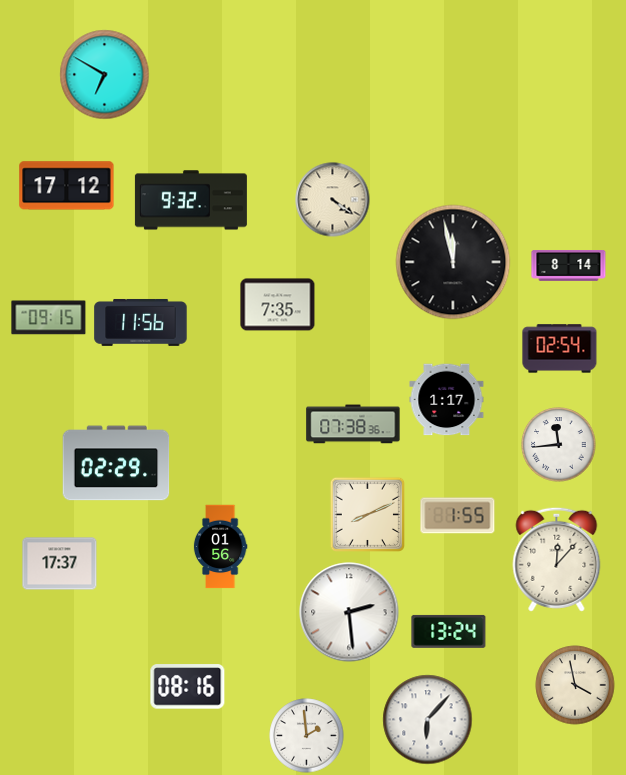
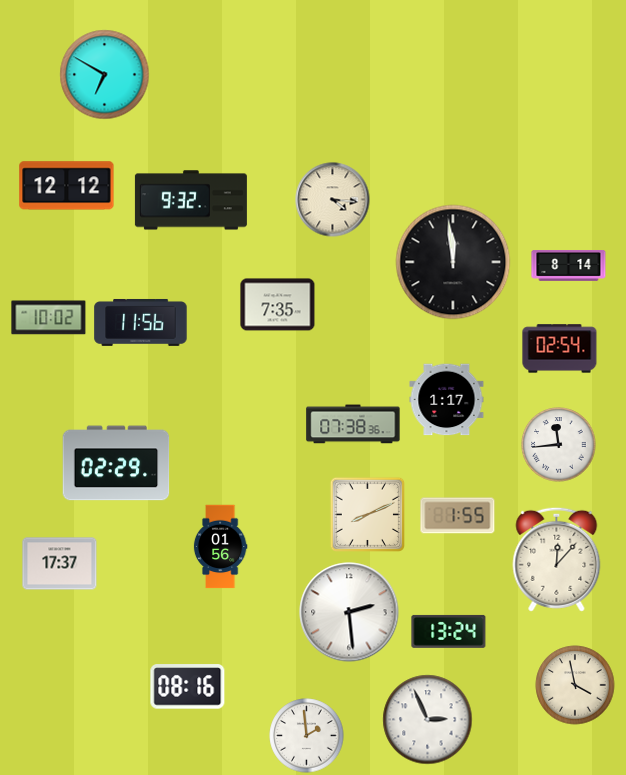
clock at (67, 186): 17:12 -> 12:12
clock at (333, 200): 4:21 -> 4:16
clock at (453, 262): 11:58 -> 11:59
clock at (49, 318): 09:15 -> 10:02
clock at (428, 720): 6:07 -> 2:56
